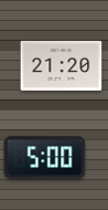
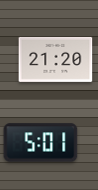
clock at (45, 158): 5:00 -> 5:01
